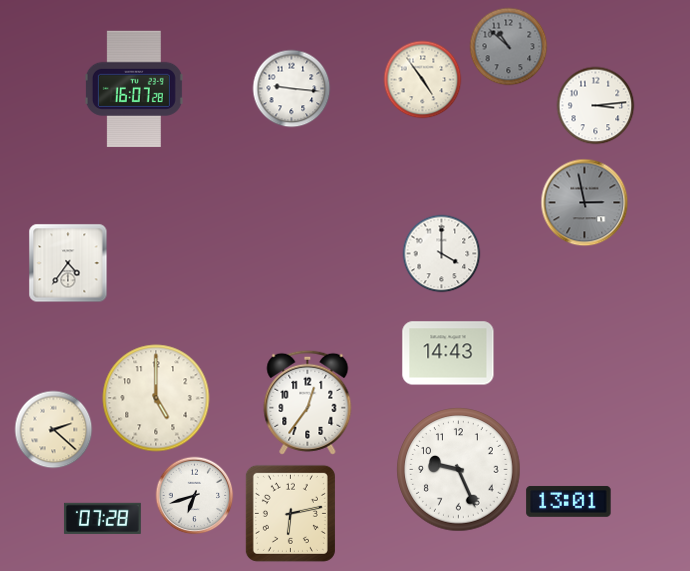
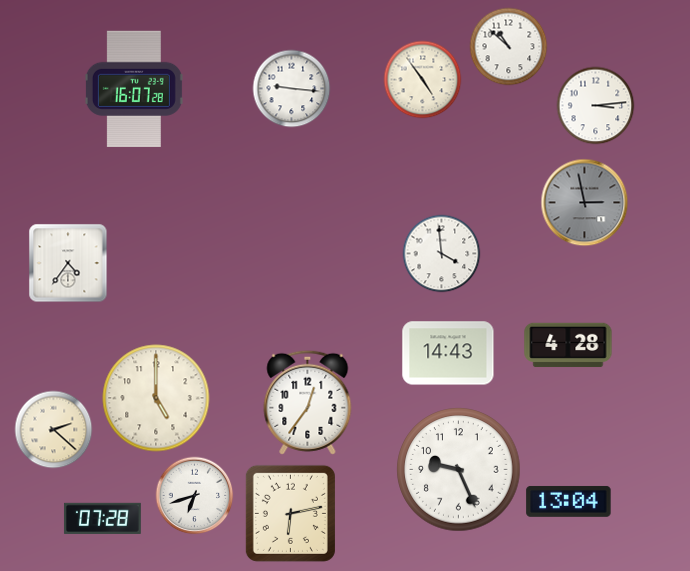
clock at (508, 46) dial: grey -> white
clock at (441, 253): 4:00 -> 3:59
clock at (568, 345): none -> 4:28
clock at (569, 501): 13:01 -> 13:04
